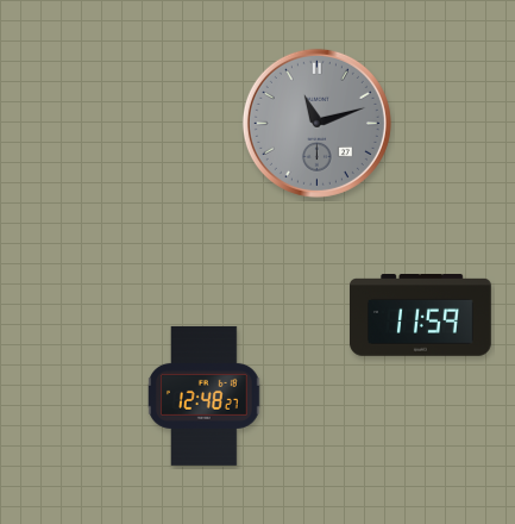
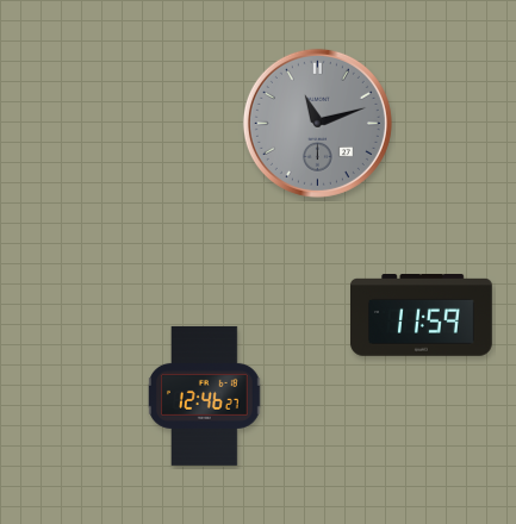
clock at (205, 395): 12:48 -> 12:46
